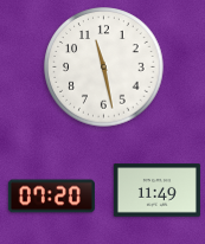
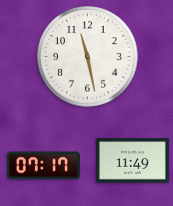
clock at (51, 197): 07:20 -> 07:17
